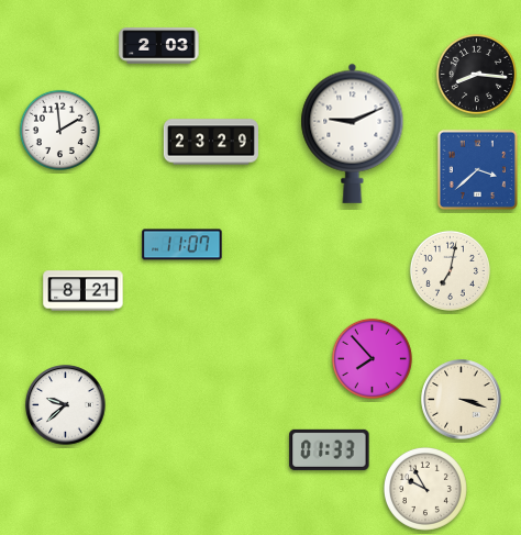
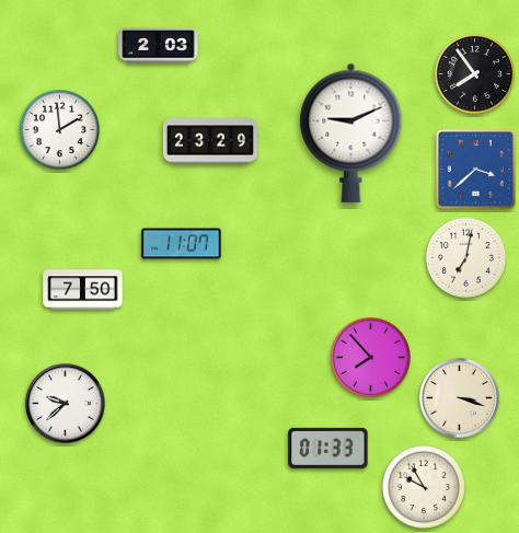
clock at (476, 74): 8:16 -> 7:54
clock at (450, 270) position: (450, 270) -> (465, 257)
clock at (84, 291): 8:21 -> 7:50
